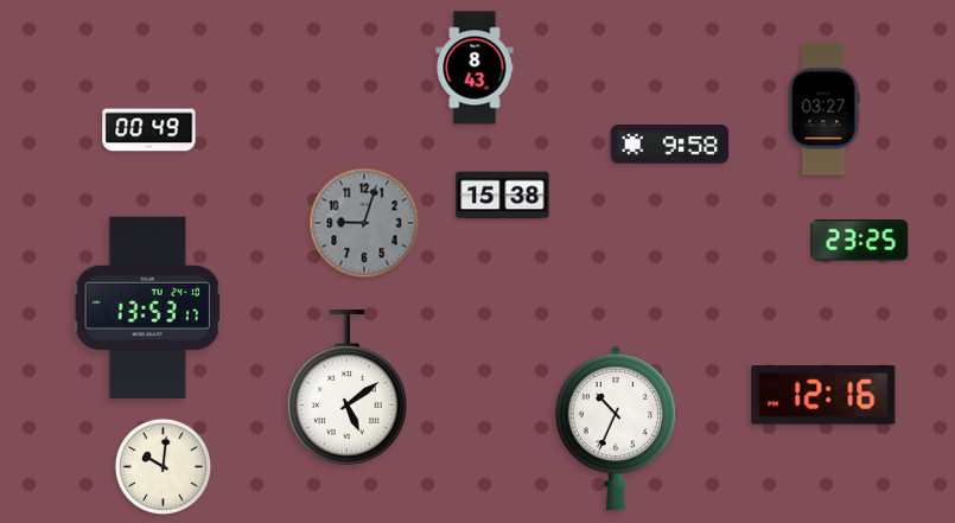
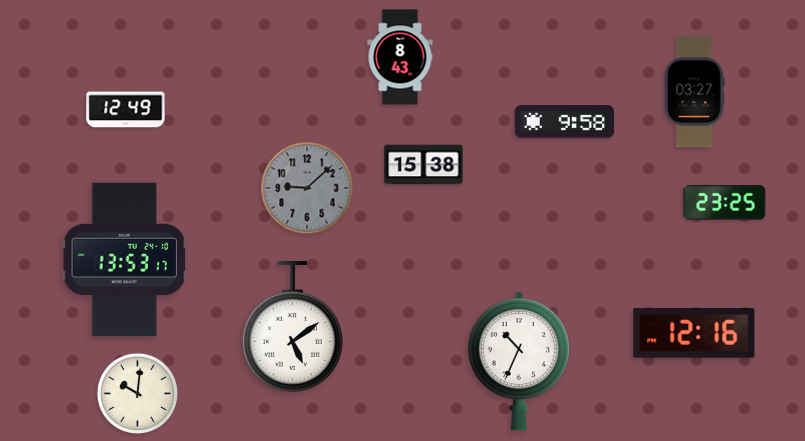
clock at (149, 130): 00:49 -> 12:49
clock at (364, 223): 9:03 -> 9:08
